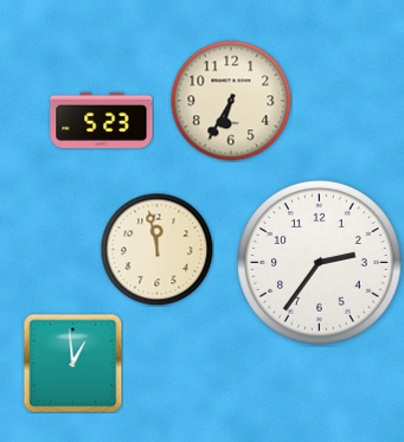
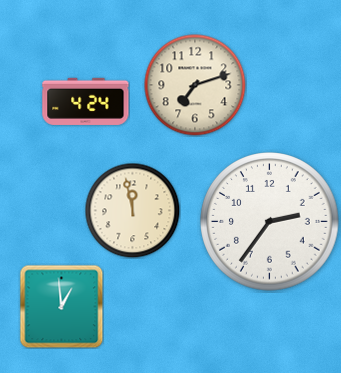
clock at (231, 101): 6:35 -> 7:12
clock at (102, 120): 5:23 -> 4:24
